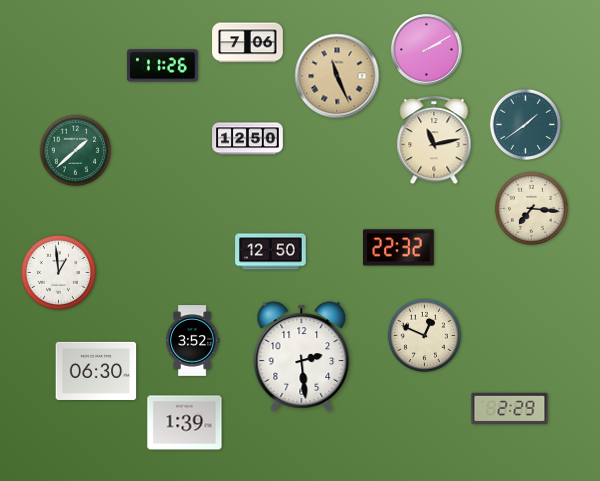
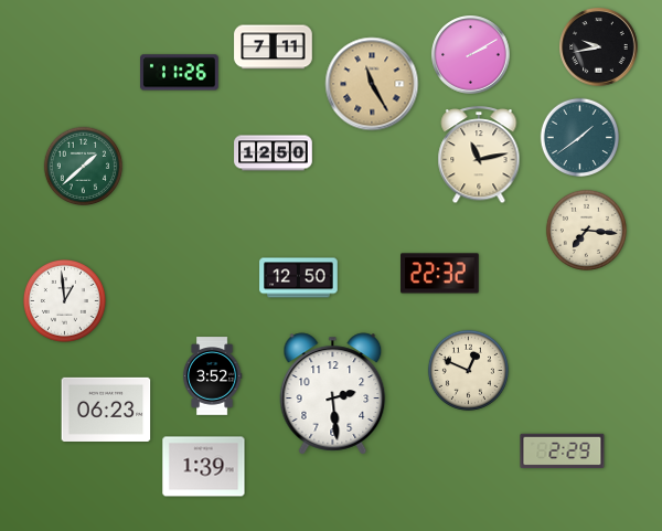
clock at (248, 43): 7:06 -> 7:11
clock at (599, 47): none -> 9:43
clock at (337, 76): 11:26 -> 11:25
clock at (96, 371): 06:30 -> 06:23
